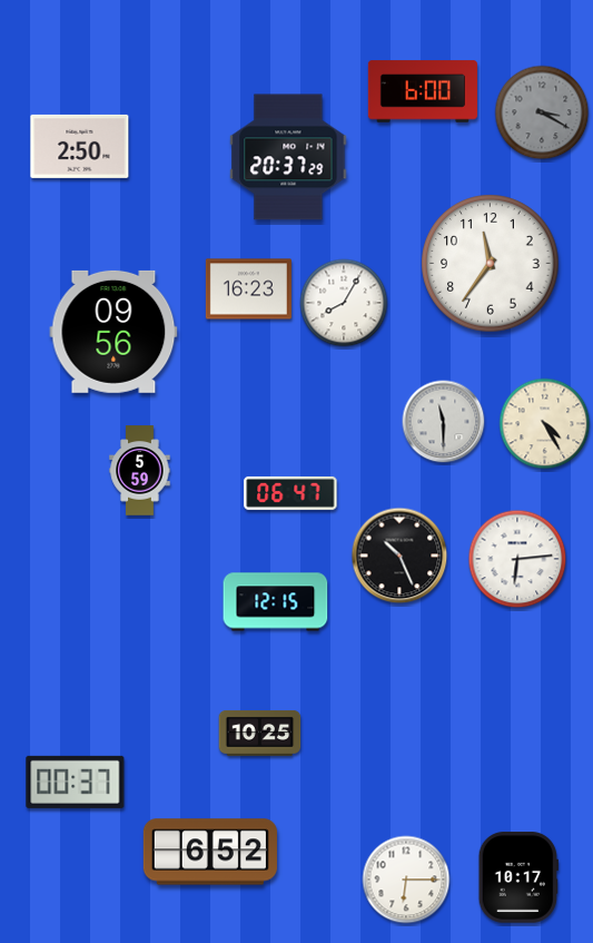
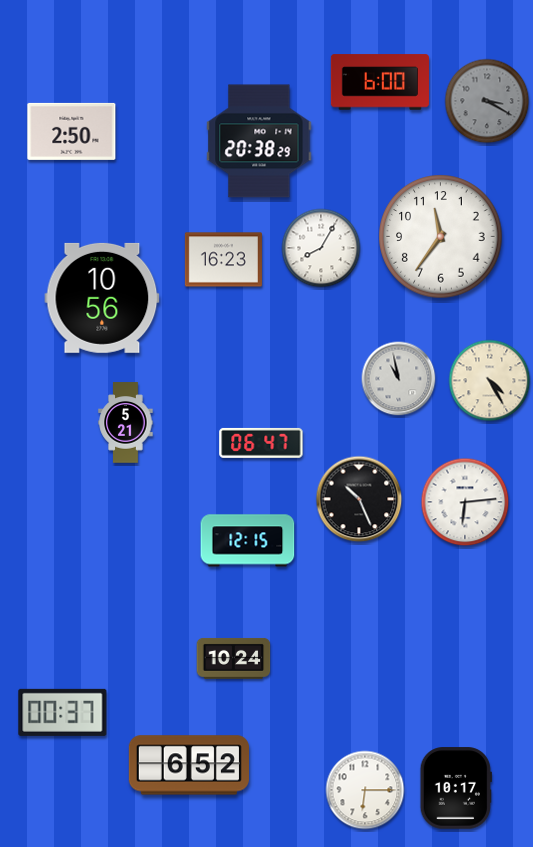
clock at (288, 157): 20:37 -> 20:38
clock at (344, 303) position: (344, 303) -> (321, 248)
clock at (113, 332): 09:56 -> 10:56
clock at (444, 422): 11:30 -> 10:58
clock at (140, 471): 5:59 -> 5:21
clock at (260, 733): 10:25 -> 10:24
clock at (76, 782) position: (76, 782) -> (63, 712)
clock at (518, 877) position: (518, 877) -> (456, 788)
